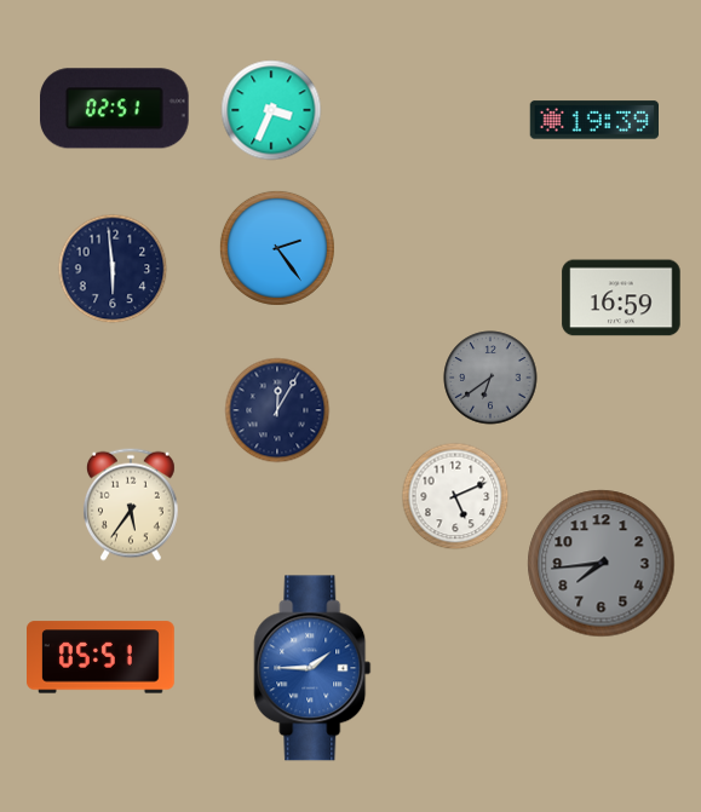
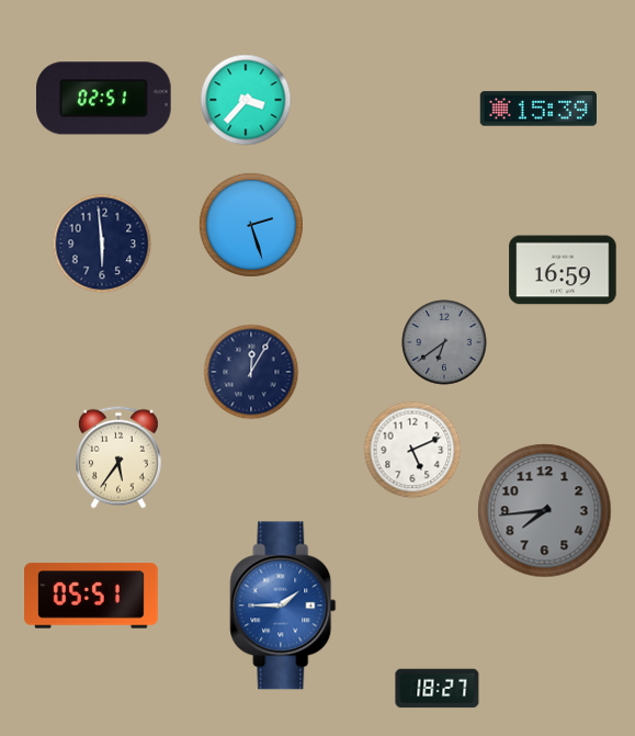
clock at (271, 110): 3:34 -> 3:37
clock at (593, 120): 19:39 -> 15:39
clock at (277, 248): 2:24 -> 2:27
clock at (438, 689): none -> 18:27
